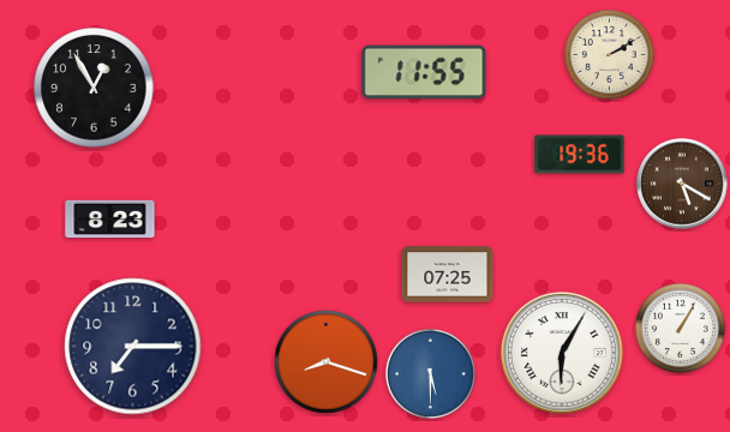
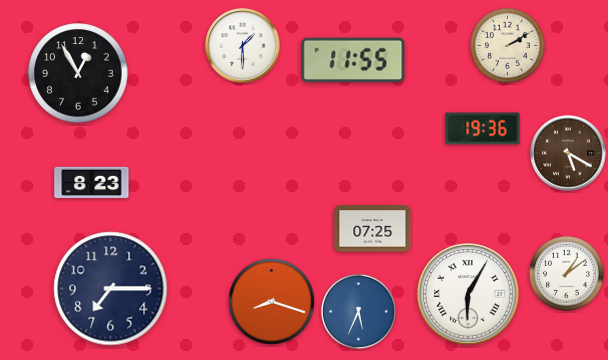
clock at (243, 46): none -> 1:30
clock at (680, 328): 1:05 -> 1:09
clock at (430, 373): 5:30 -> 5:34
